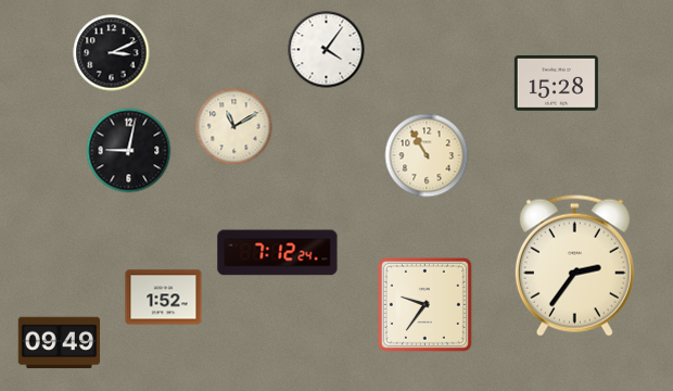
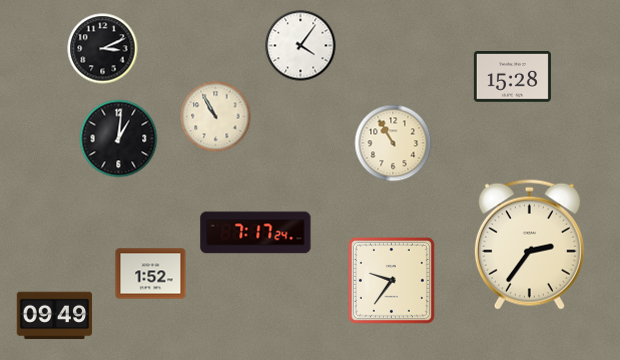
clock at (234, 127): 11:10 -> 10:55
clock at (129, 151): 9:02 -> 1:01
clock at (278, 253): 7:12 -> 7:17
